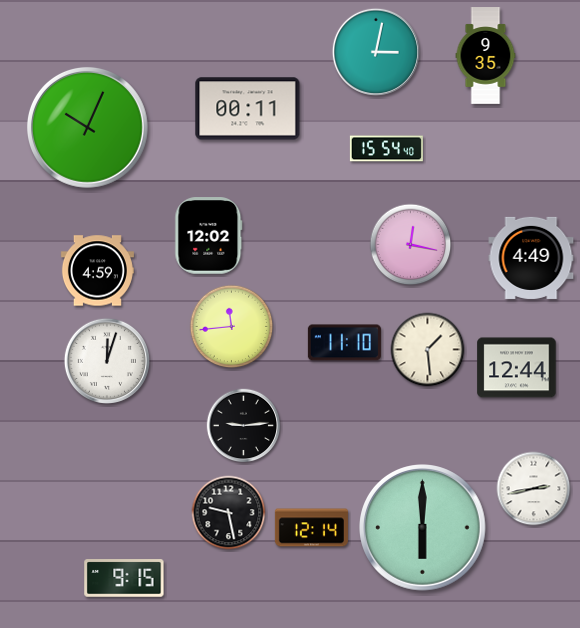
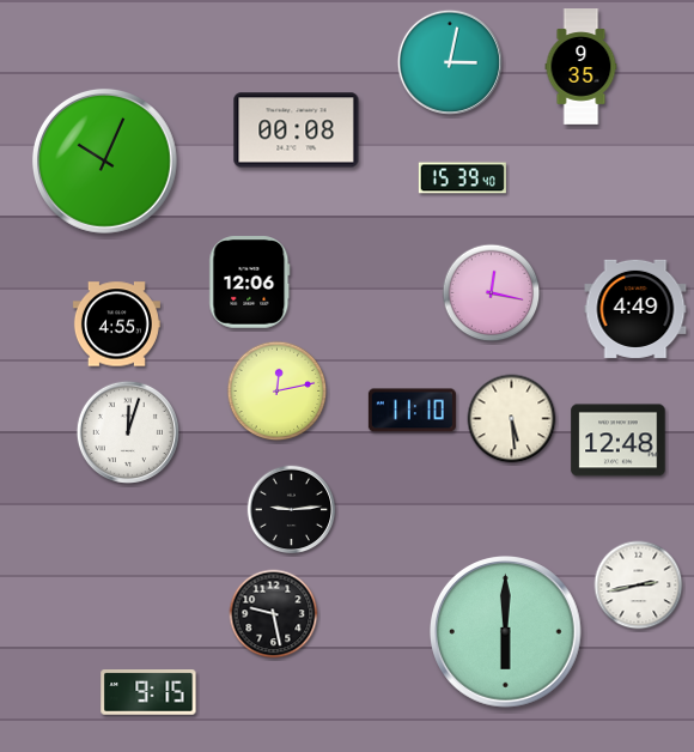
clock at (248, 109): 00:11 -> 00:08
clock at (87, 127) position: (87, 127) -> (104, 160)
clock at (386, 149): 15:54 -> 15:39
clock at (209, 236): 12:02 -> 12:06
clock at (97, 271): 4:59 -> 4:55
clock at (232, 327): 11:44 -> 12:13
clock at (428, 350): 1:29 -> 5:29
clock at (517, 368): 12:44 -> 12:48
clock at (311, 528): 12:14 -> none
